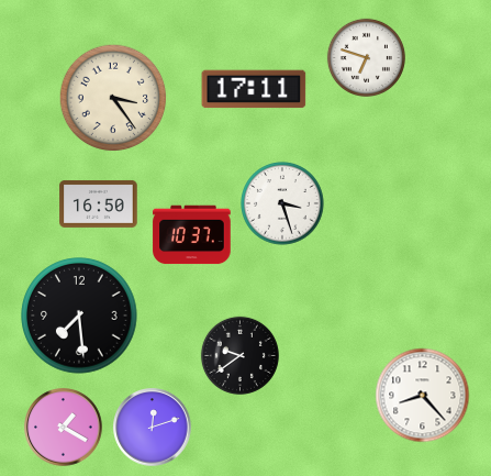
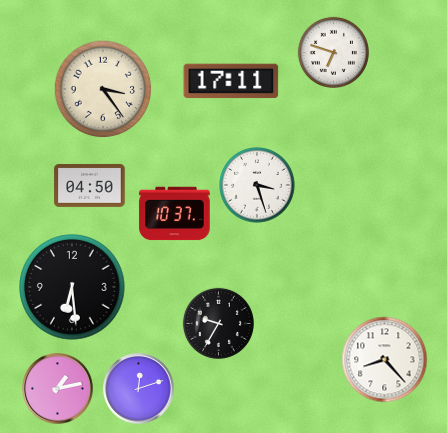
clock at (99, 203): 16:50 -> 04:50
clock at (79, 316): 7:29 -> 6:29
clock at (239, 355): 9:39 -> 9:35
clock at (64, 428): 1:20 -> 1:13
